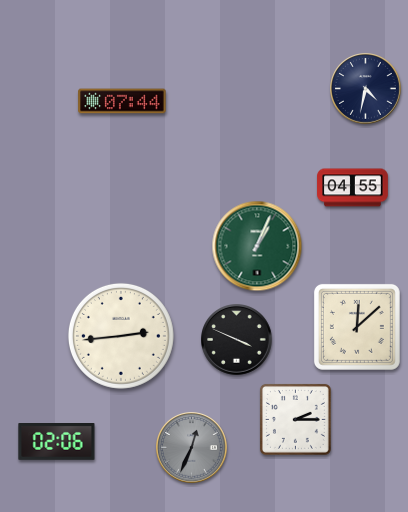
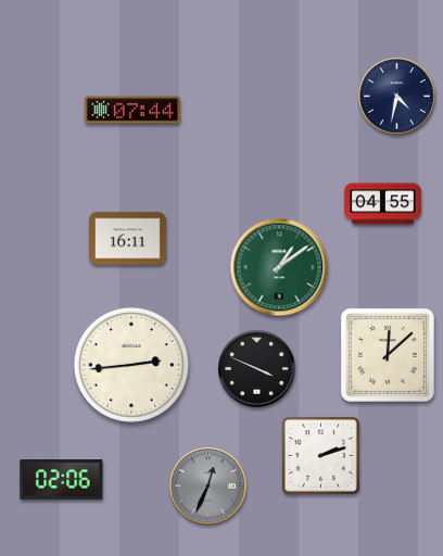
clock at (128, 239): none -> 16:11
clock at (257, 246): 1:04 -> 1:09
clock at (295, 419): 2:15 -> 2:12
